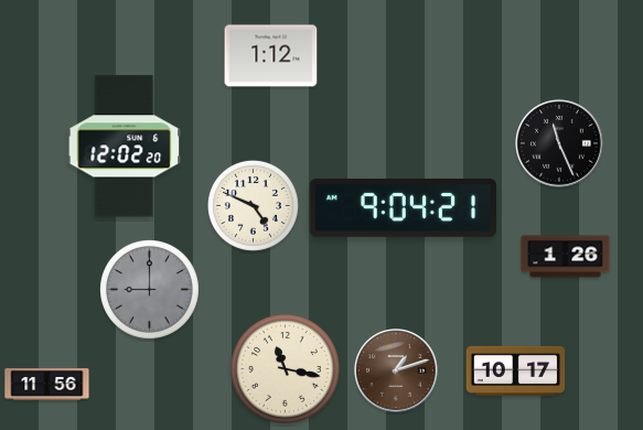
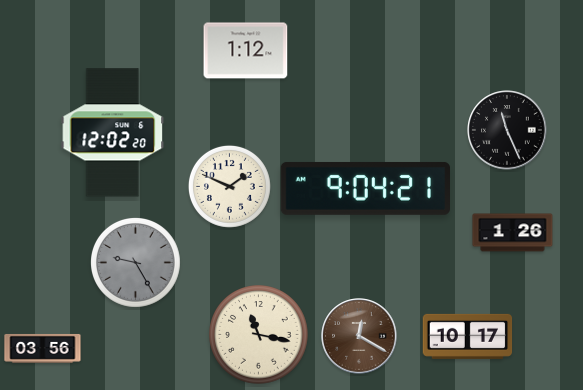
clock at (253, 205): 4:49 -> 1:49
clock at (150, 290): 9:00 -> 9:25
clock at (396, 370): 1:12 -> 12:20
clock at (47, 384): 11:56 -> 03:56
